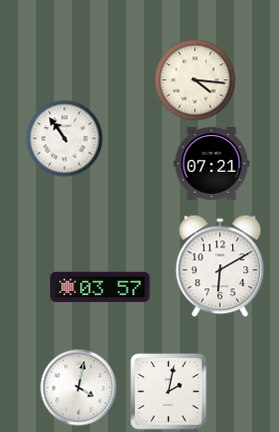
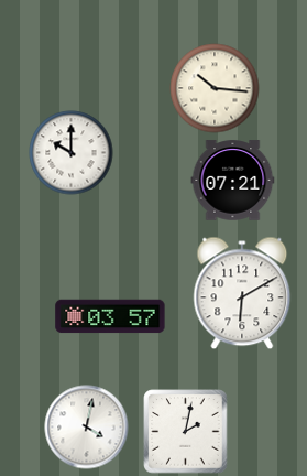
clock at (195, 80): 4:16 -> 10:16
clock at (65, 139): 10:54 -> 10:00
